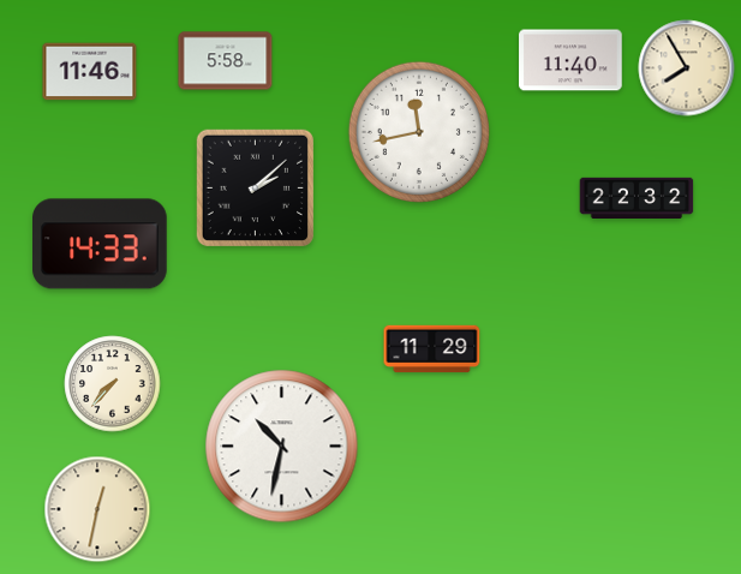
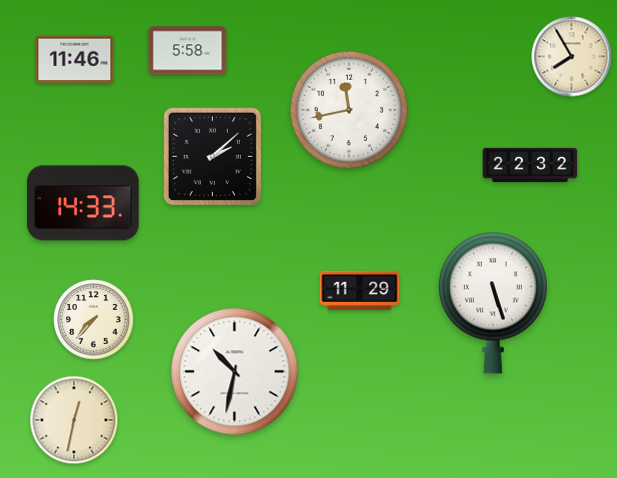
clock at (570, 60): 11:40 -> none
clock at (493, 303): none -> 5:27
clock at (97, 509) position: (97, 509) -> (74, 420)
